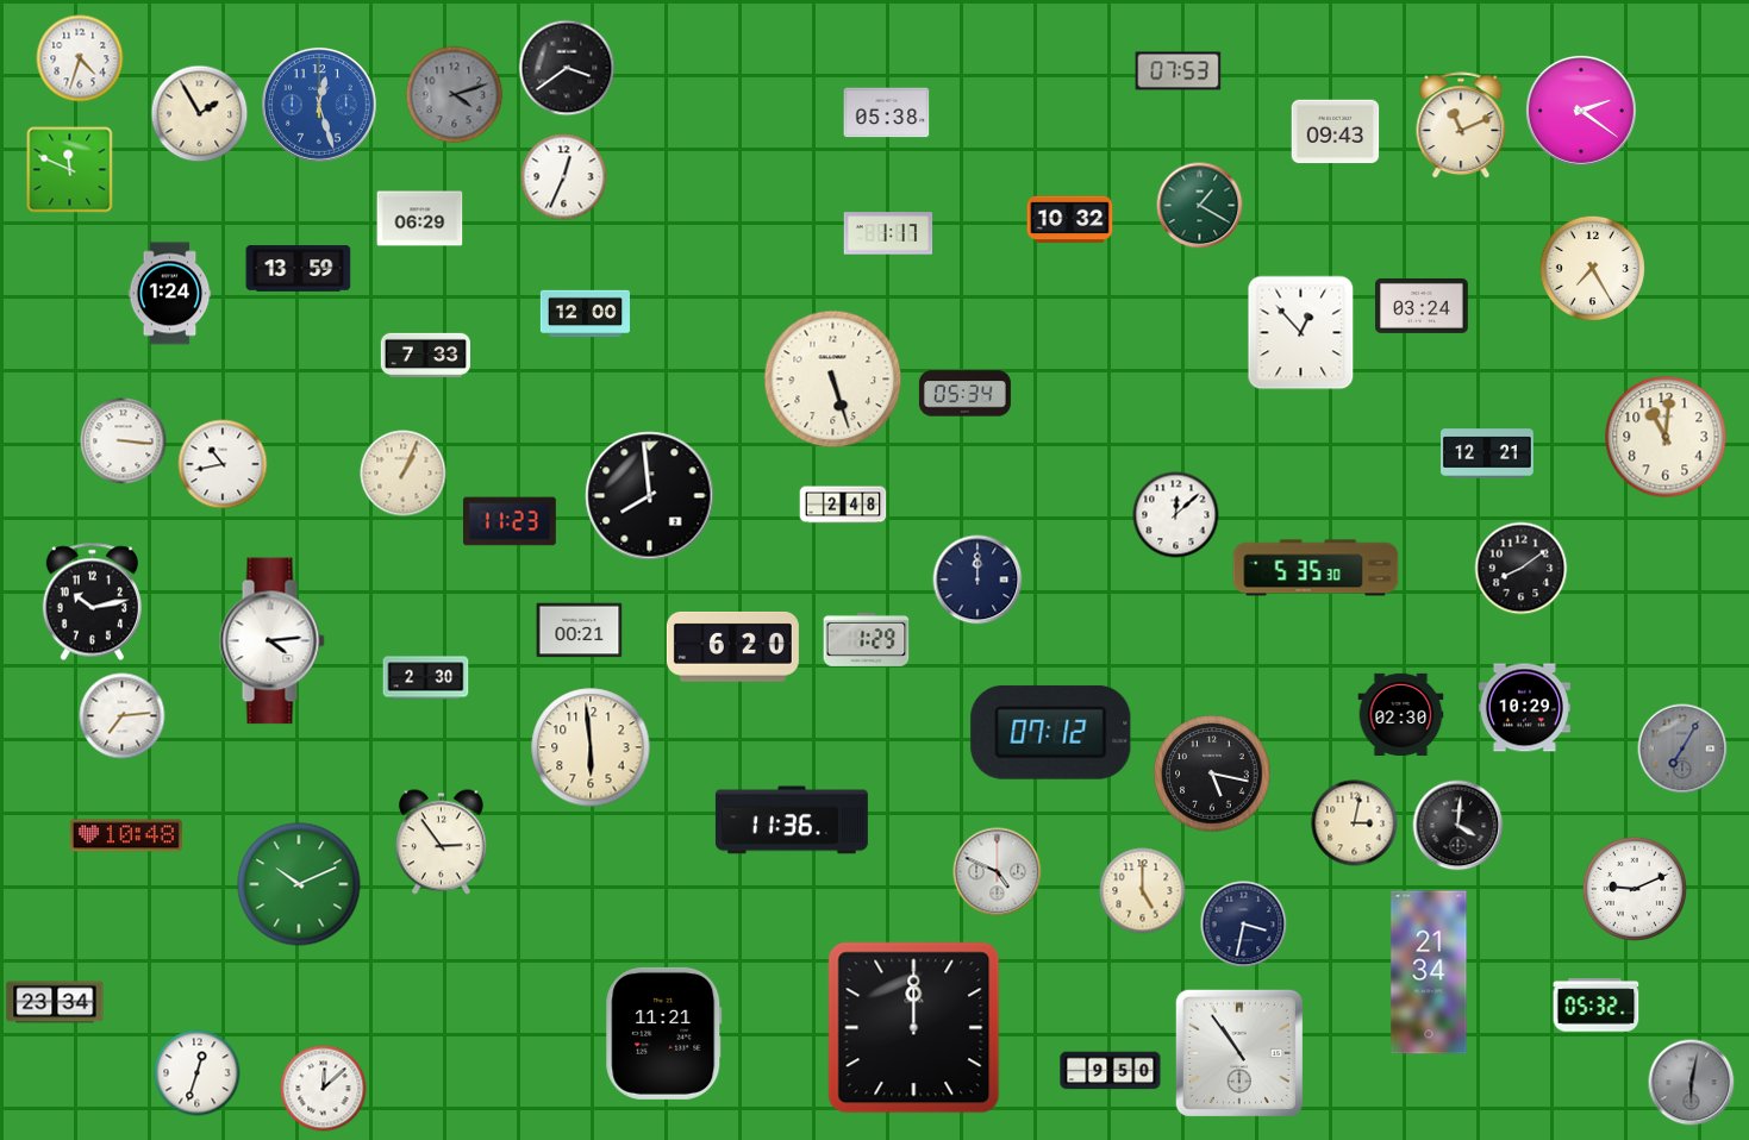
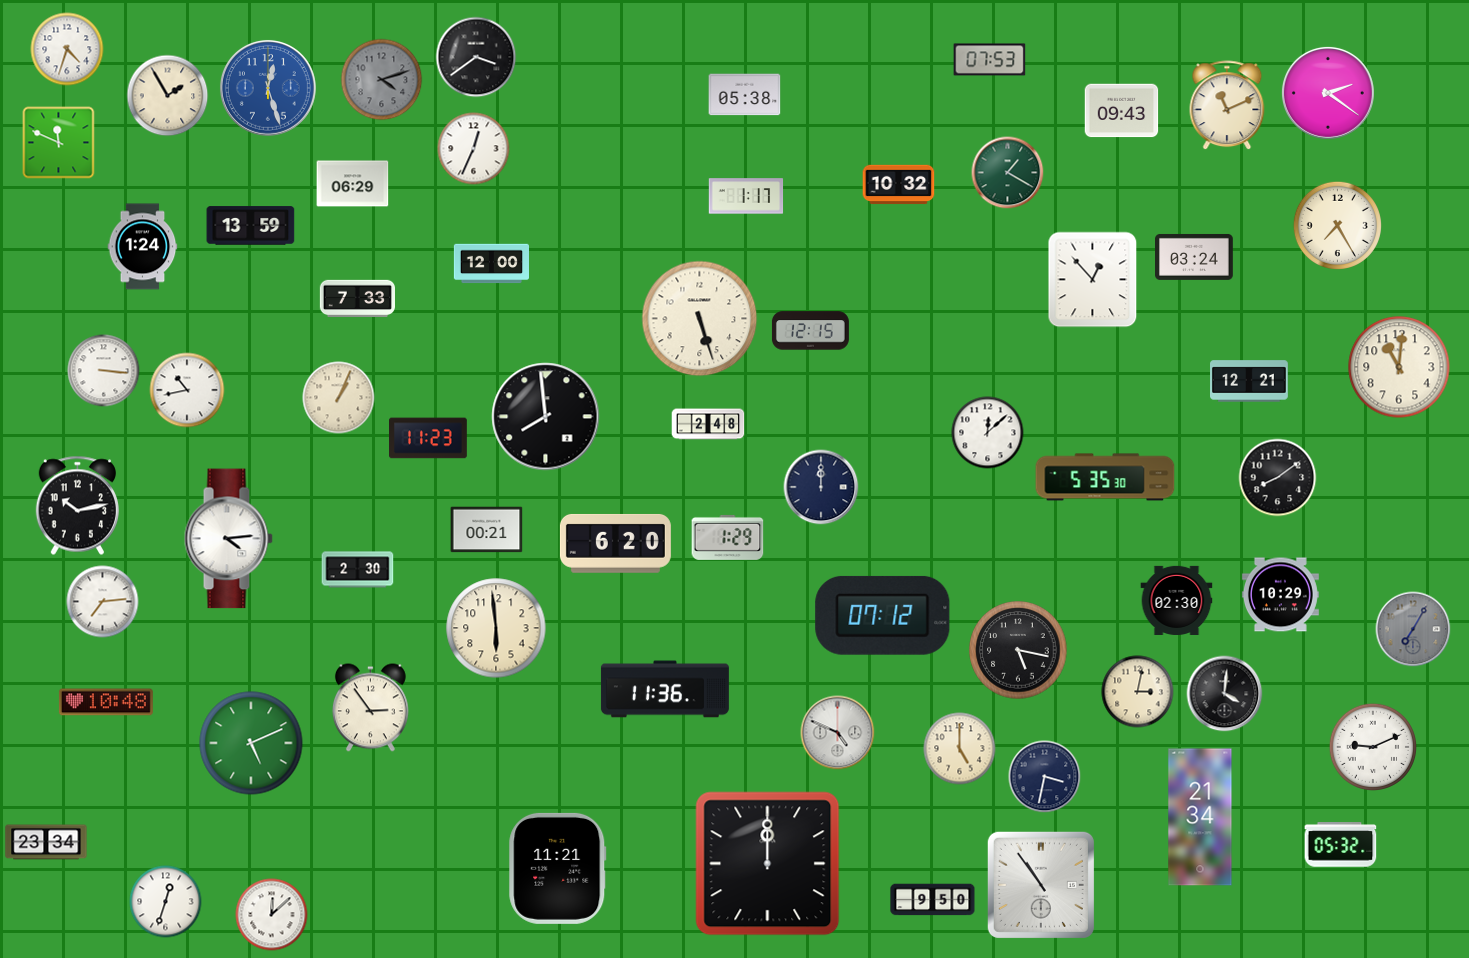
clock at (964, 394): 05:34 -> 12:15
clock at (299, 884): 10:11 -> 5:11
clock at (1692, 1083): 6:02 -> none
